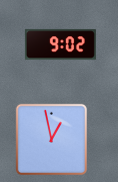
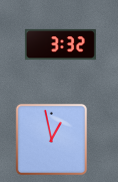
clock at (60, 45): 9:02 -> 3:32
